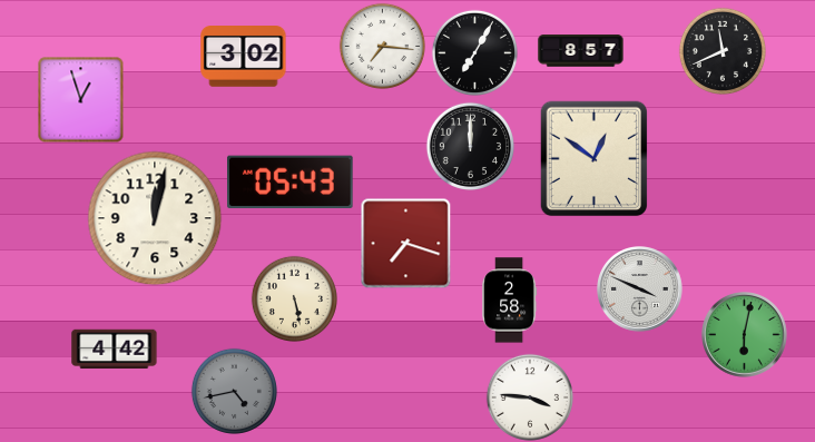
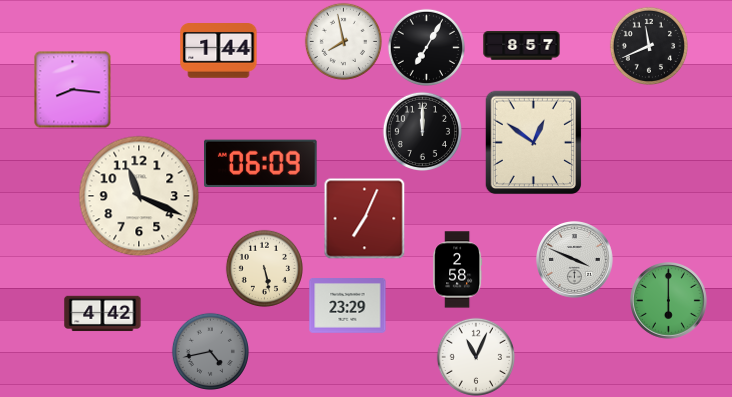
clock at (382, 46): 7:16 -> 7:58
clock at (244, 57): 3:02 -> 1:44
clock at (80, 99): 12:57 -> 8:16
clock at (291, 181): 05:43 -> 06:09
clock at (155, 218): 12:02 -> 11:19
clock at (405, 243): 7:18 -> 7:04
clock at (745, 335): 6:02 -> 6:00
clock at (348, 306): none -> 23:29
clock at (530, 397): 3:46 -> 11:04
